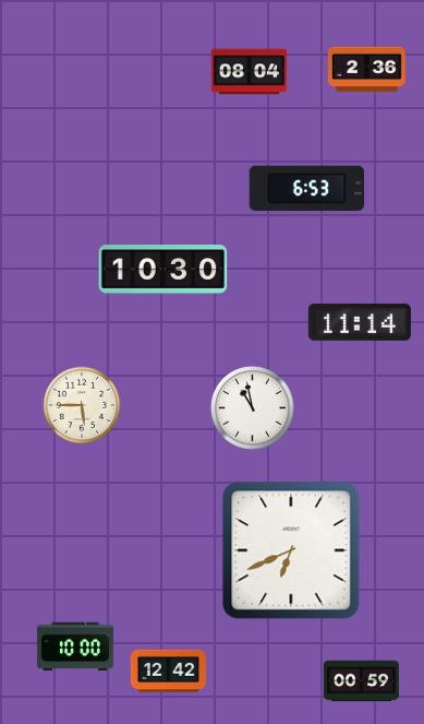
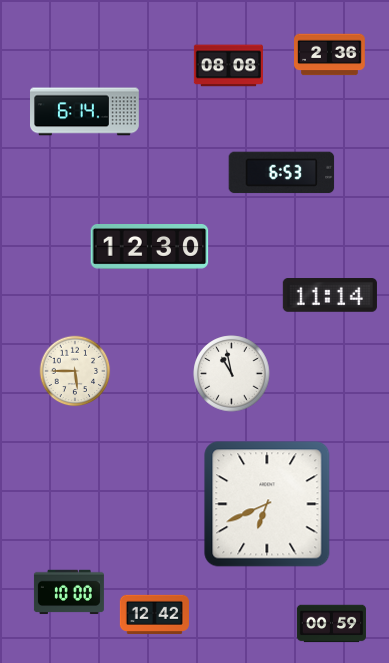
clock at (367, 70) position: (367, 70) -> (330, 55)
clock at (249, 72): 08:04 -> 08:08
clock at (85, 112): none -> 6:14
clock at (163, 270): 10:30 -> 12:30
